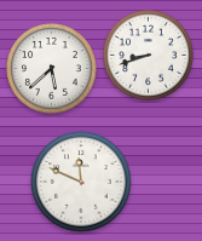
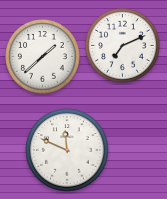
clock at (149, 56): 8:42 -> 7:11
clock at (52, 69): 5:38 -> 1:38
